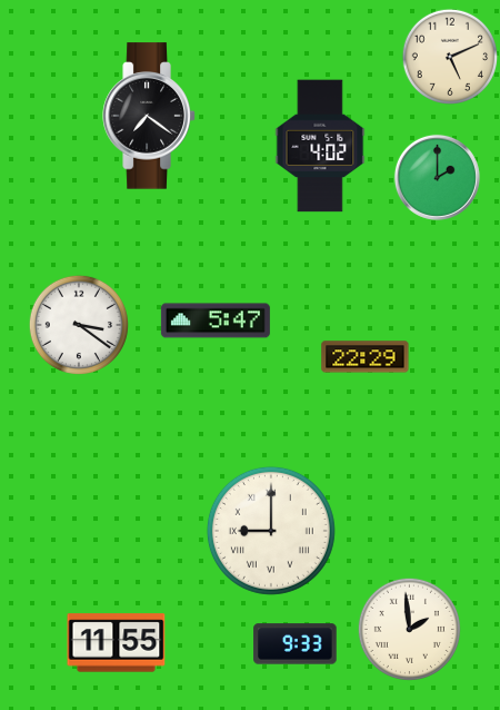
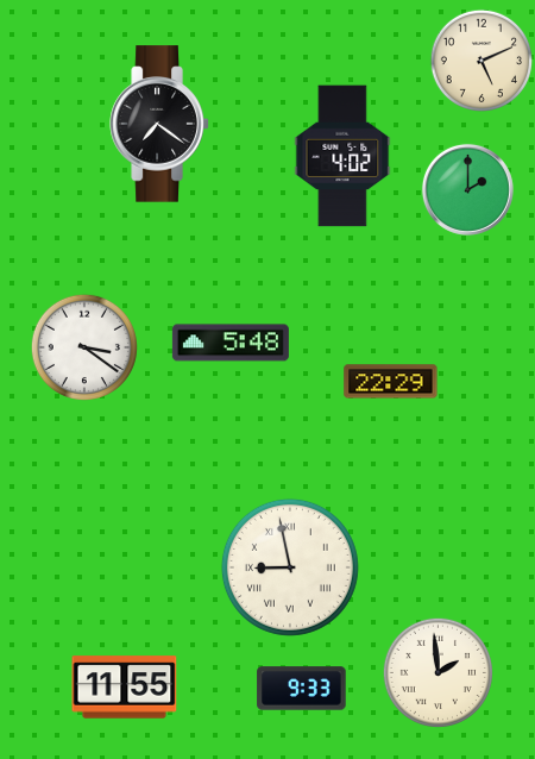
clock at (216, 321): 5:47 -> 5:48
clock at (271, 531): 9:00 -> 8:58
clock at (296, 644) position: (296, 644) -> (302, 689)
